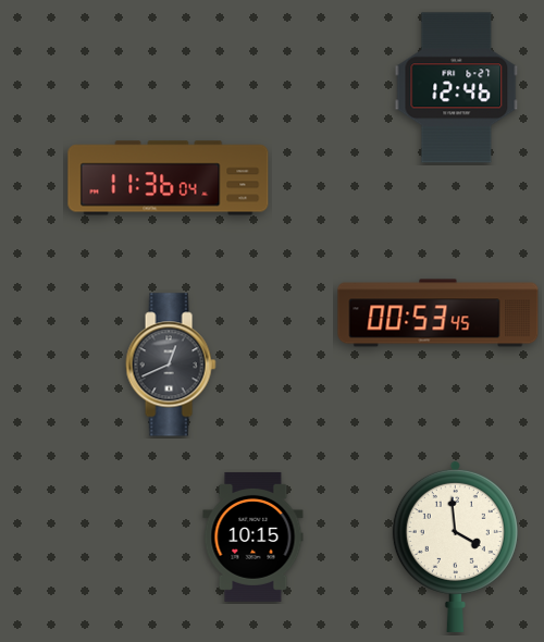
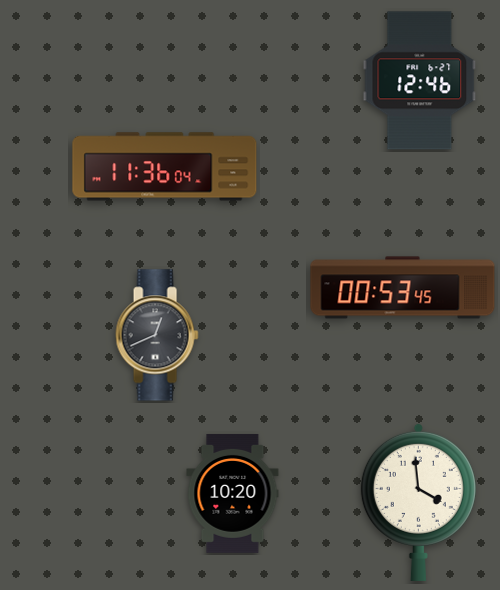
clock at (169, 178) position: (169, 178) -> (165, 167)
clock at (254, 536): 10:15 -> 10:20
